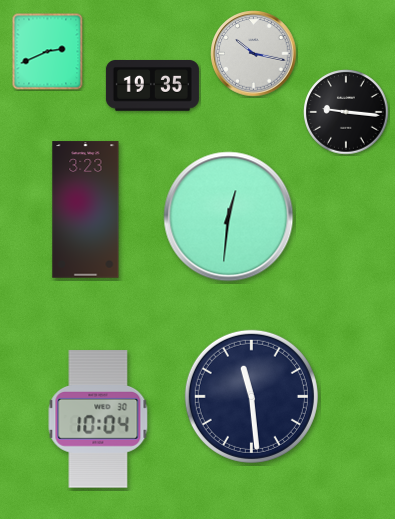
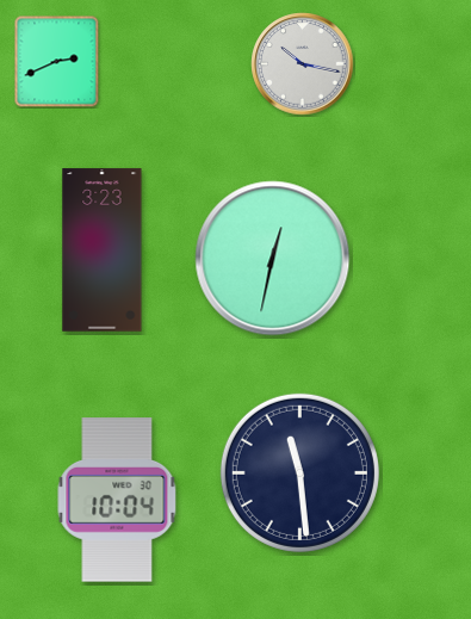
clock at (152, 86): 19:35 -> none
clock at (346, 112): 9:16 -> none
clock at (229, 217): 12:31 -> 12:32
